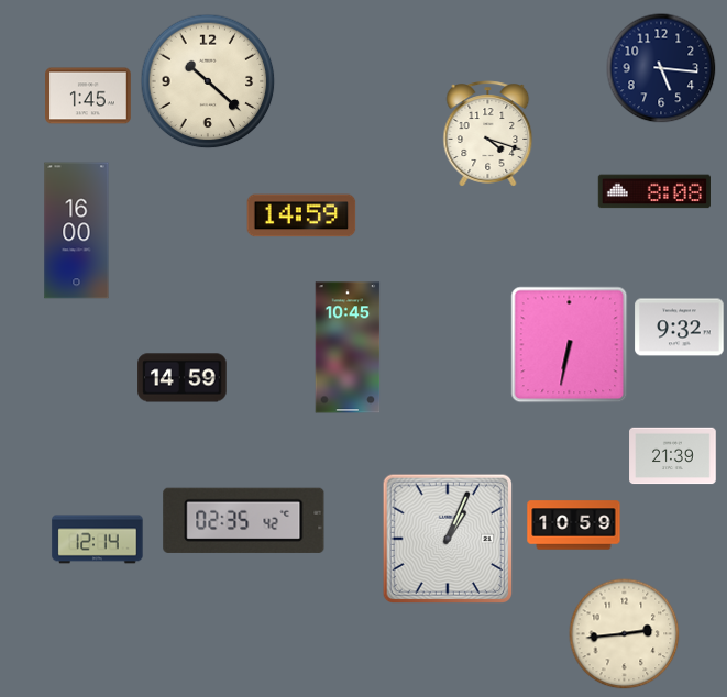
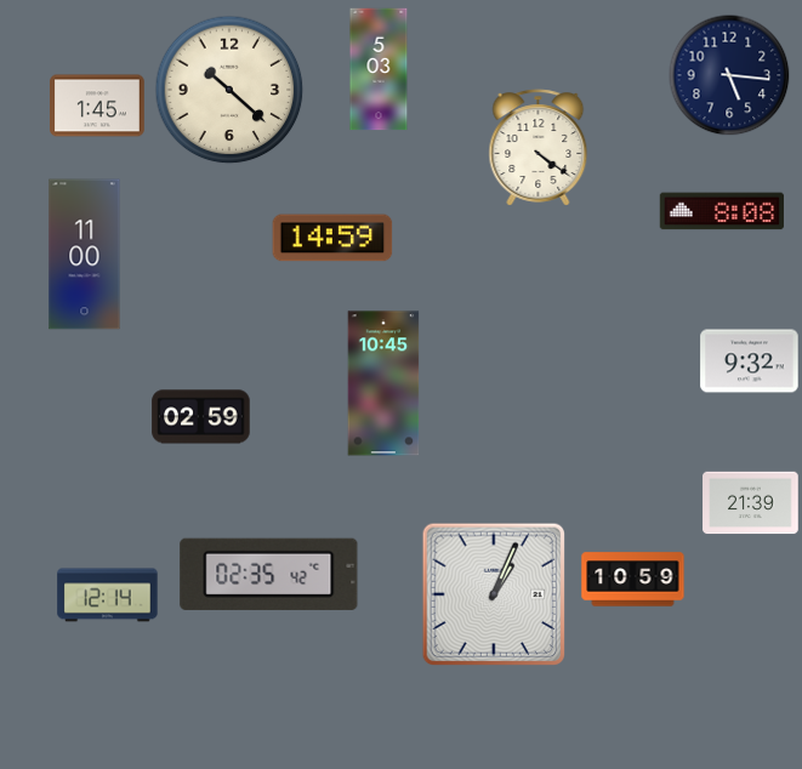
clock at (379, 69): none -> 5:03
clock at (488, 134): 4:18 -> 4:21
clock at (77, 231): 16:00 -> 11:00
clock at (570, 345): 6:32 -> none
clock at (183, 378): 14:59 -> 02:59
clock at (673, 456) position: (673, 456) -> (751, 503)
clock at (625, 634): 2:44 -> none
